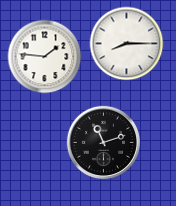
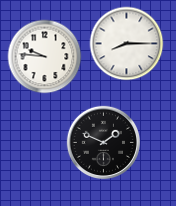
clock at (45, 57): 1:46 -> 9:46
clock at (103, 142): 11:12 -> 1:49
